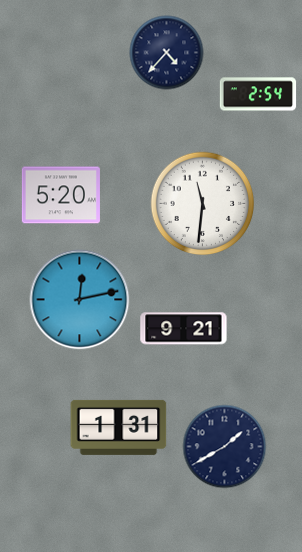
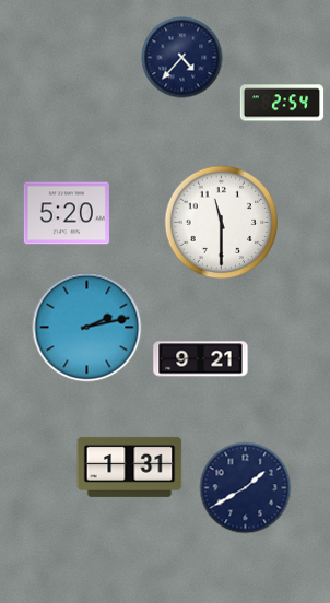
clock at (203, 204): 11:31 -> 11:30
clock at (80, 300): 12:13 -> 2:13
